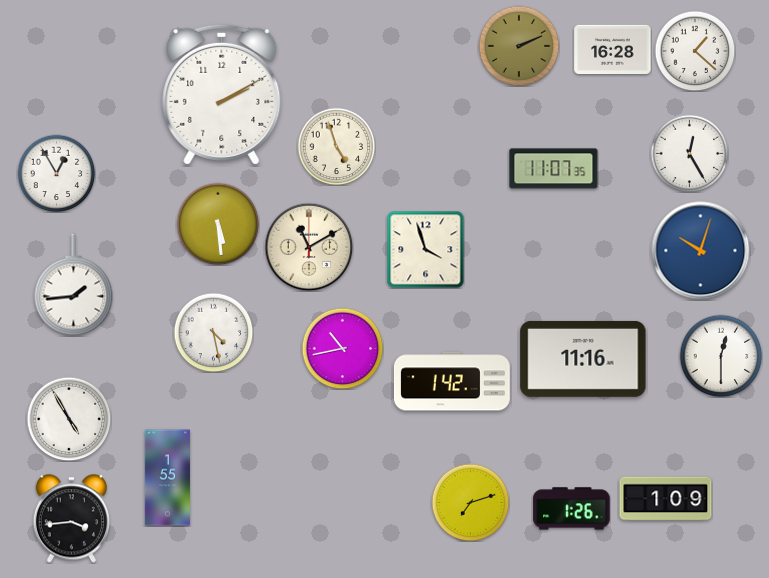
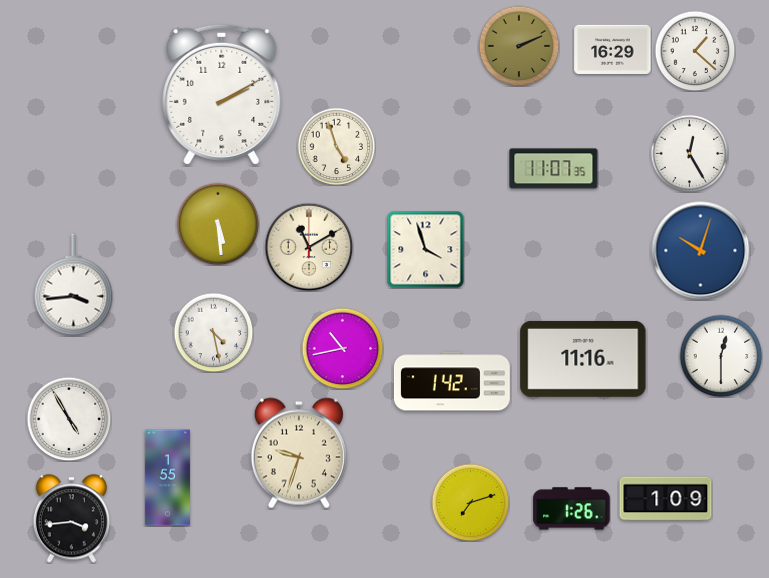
clock at (613, 49): 16:28 -> 16:29
clock at (56, 173): 12:55 -> none
clock at (74, 285): 1:44 -> 3:44
clock at (299, 453): none -> 9:33
